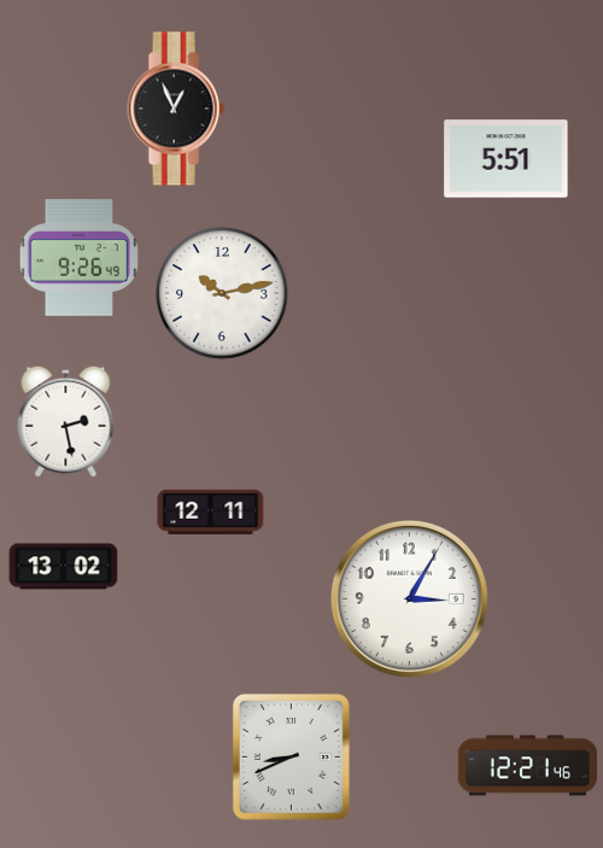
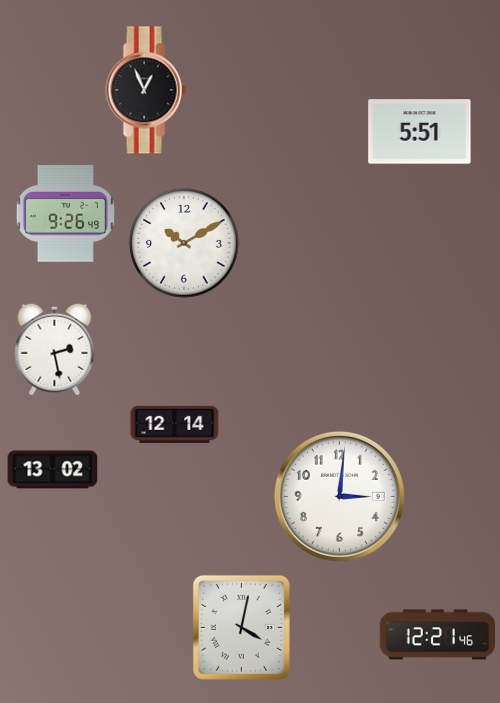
clock at (222, 293): 10:13 -> 10:10
clock at (211, 511): 12:11 -> 12:14
clock at (409, 598): 3:05 -> 3:01
clock at (291, 756): 8:41 -> 4:02
